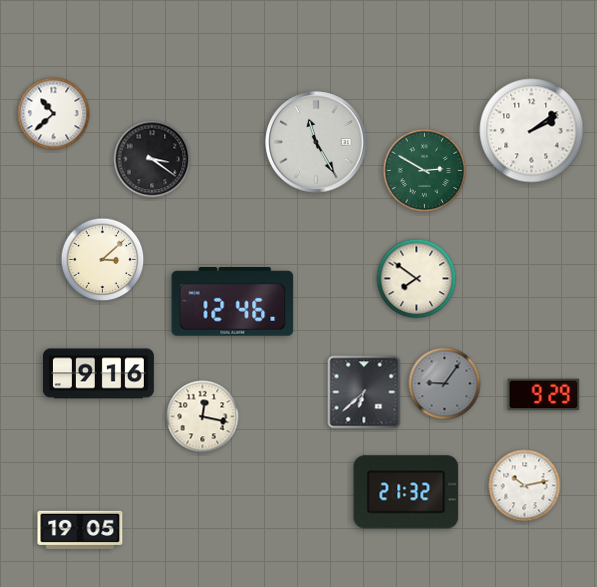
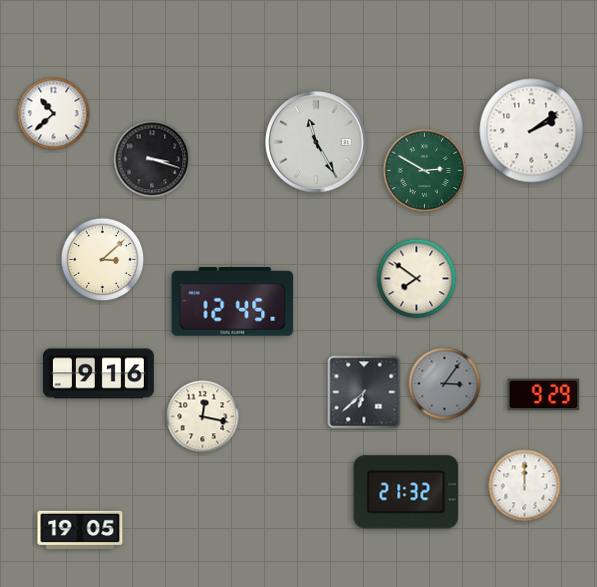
clock at (152, 159): 3:21 -> 3:18
clock at (233, 302): 12:46 -> 12:45
clock at (445, 384): 9:06 -> 3:06
clock at (525, 486): 10:13 -> 12:00
